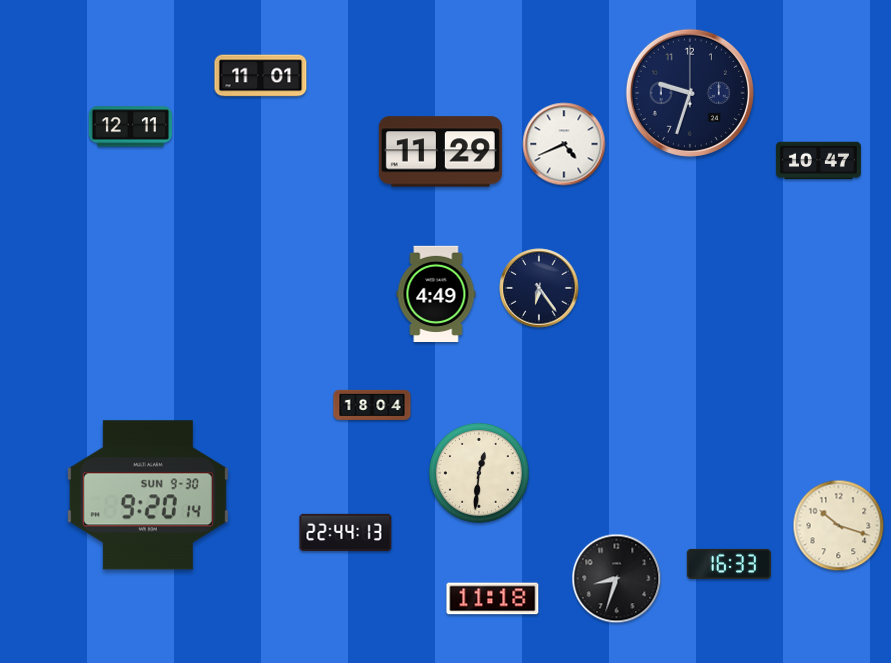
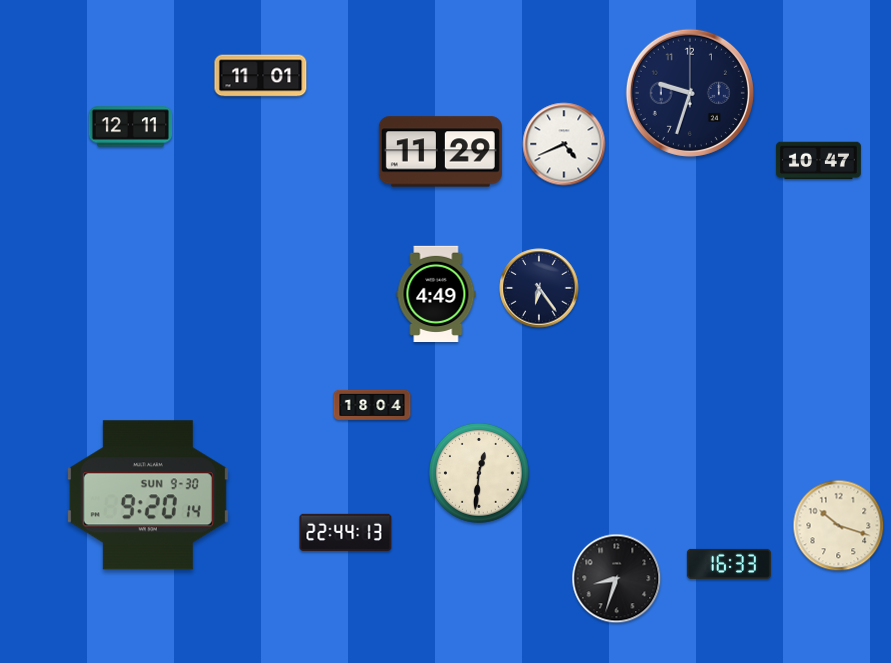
clock at (493, 599): 11:18 -> none
